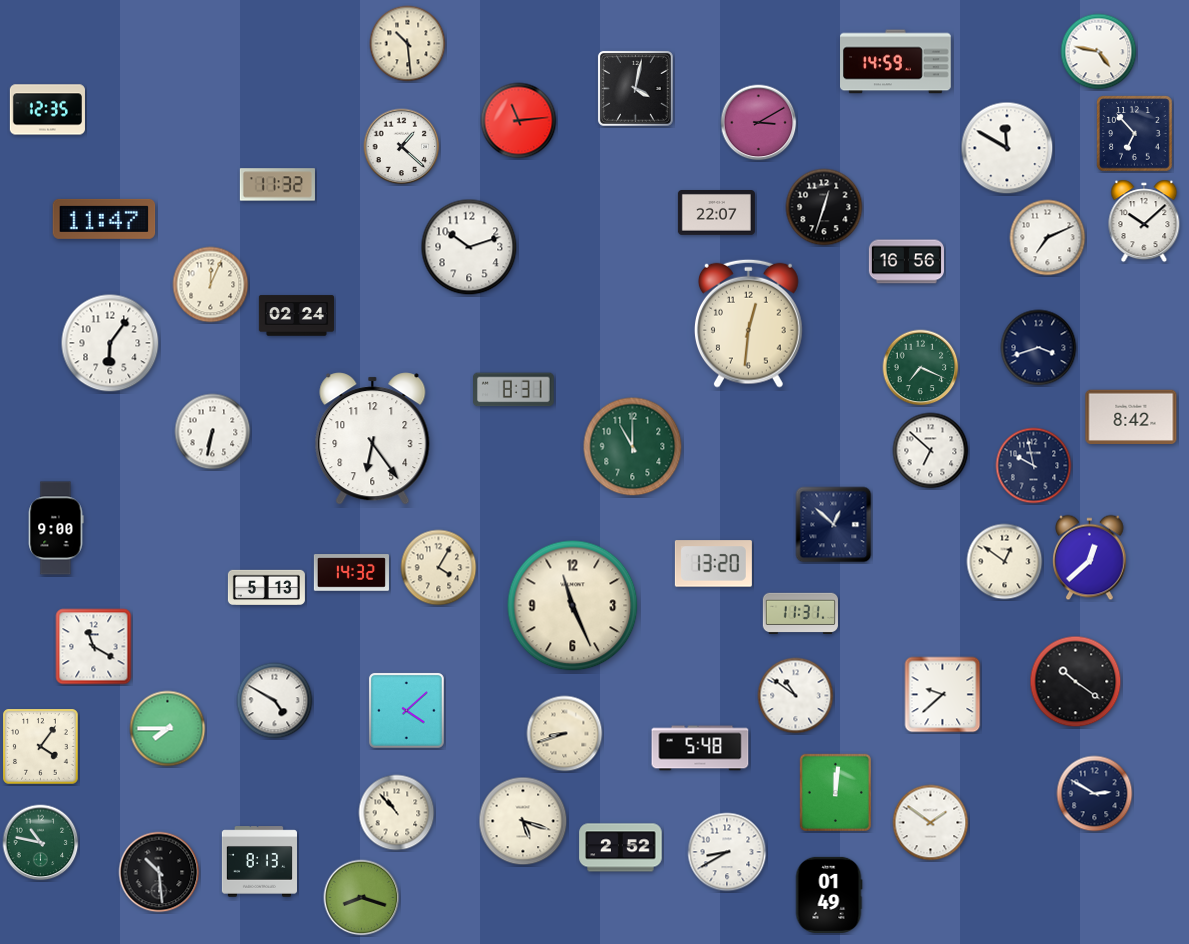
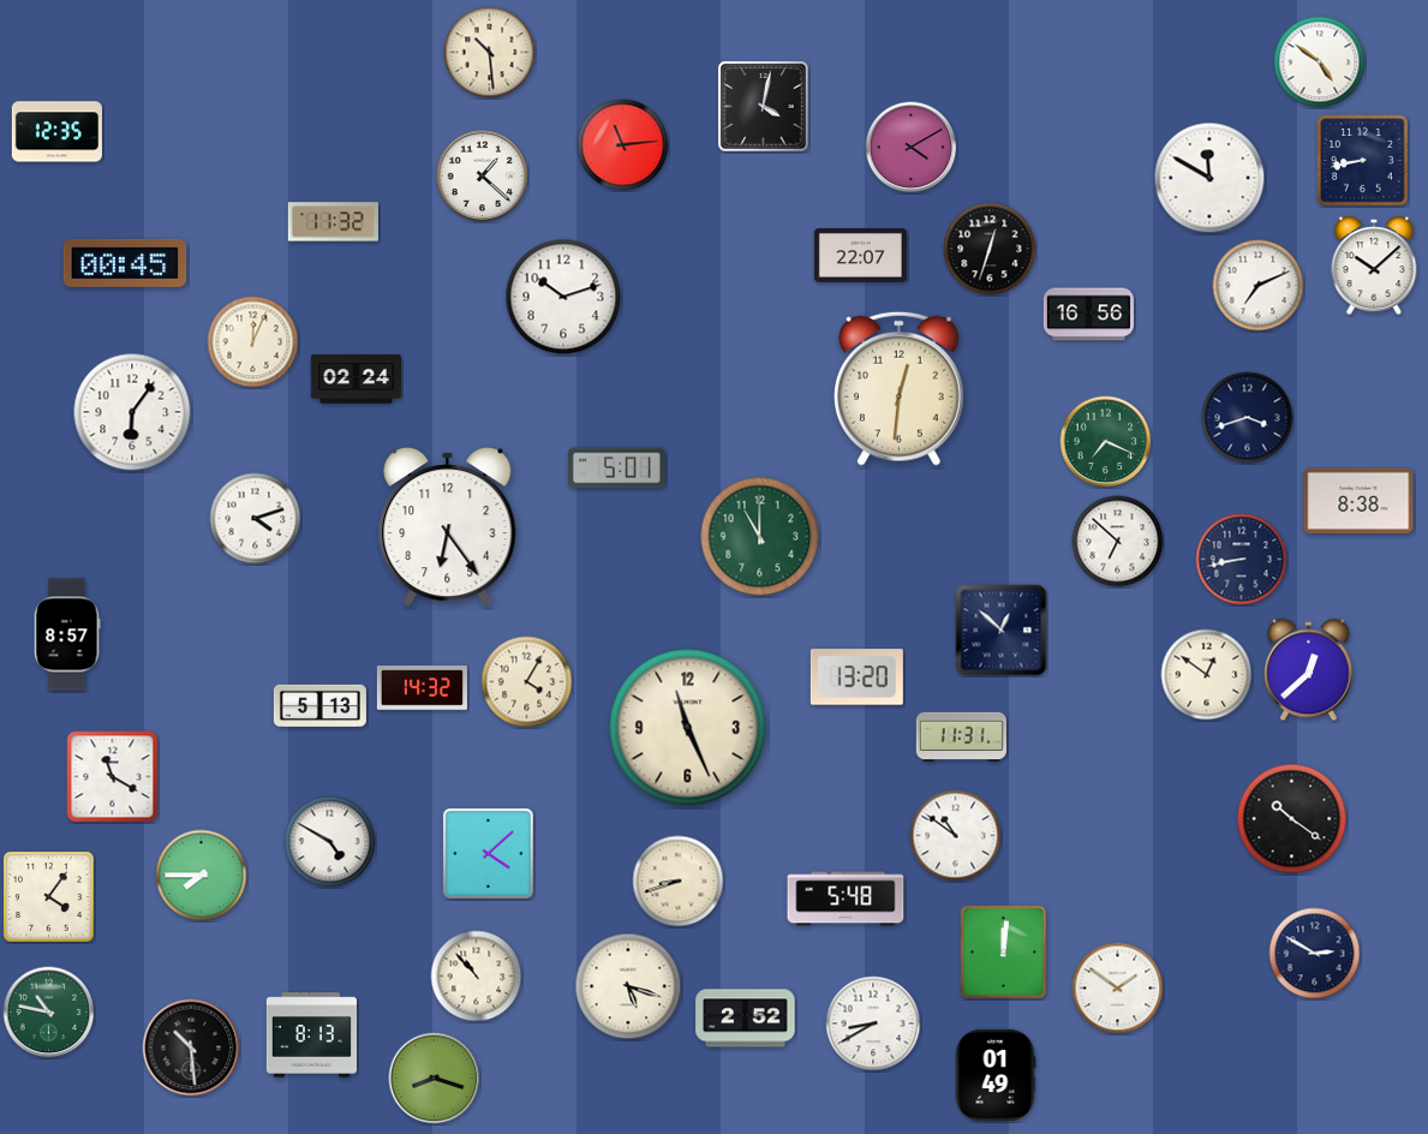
clock at (1099, 52): 4:47 -> 4:51
clock at (896, 62): 14:59 -> none
clock at (759, 123): 3:10 -> 4:10
clock at (1135, 134): 6:53 -> 8:43
clock at (104, 219): 11:47 -> 00:45
clock at (514, 390): 8:31 -> 5:01
clock at (1131, 416): 8:42 -> 8:38
clock at (213, 432): 6:32 -> 4:12
clock at (1034, 466): 9:58 -> 8:43
clock at (56, 528): 9:00 -> 8:57
clock at (943, 695): 9:38 -> none
clock at (700, 748) position: (700, 748) -> (846, 899)
